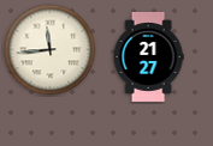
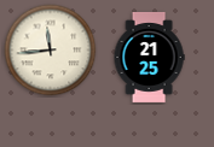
clock at (148, 56): 21:27 -> 21:25
